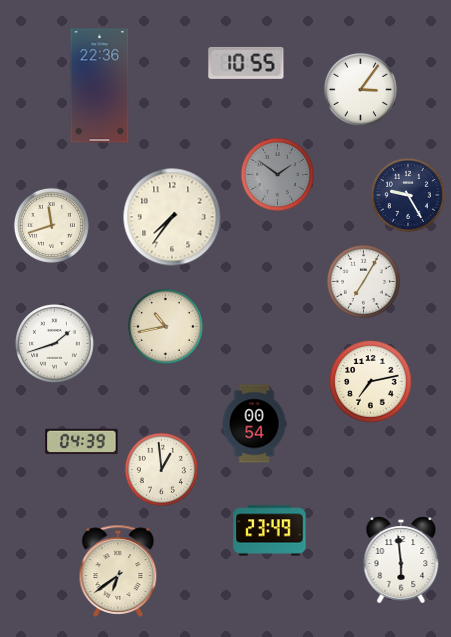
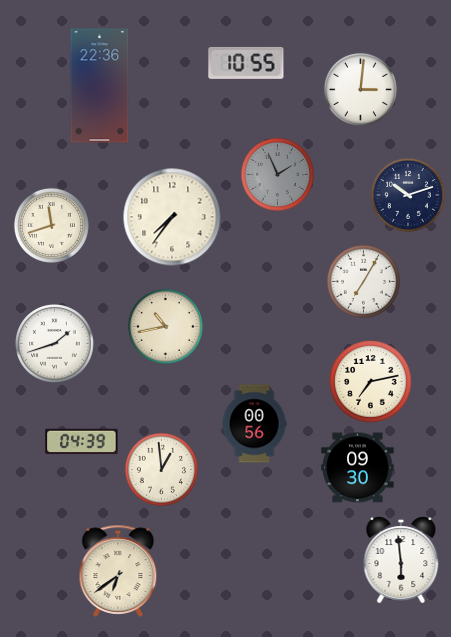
clock at (360, 89): 3:06 -> 3:01
clock at (277, 174): 1:51 -> 1:56
clock at (408, 195): 9:25 -> 10:12
clock at (254, 424): 00:54 -> 00:56
clock at (358, 468): none -> 09:30
clock at (270, 531): 23:49 -> none
